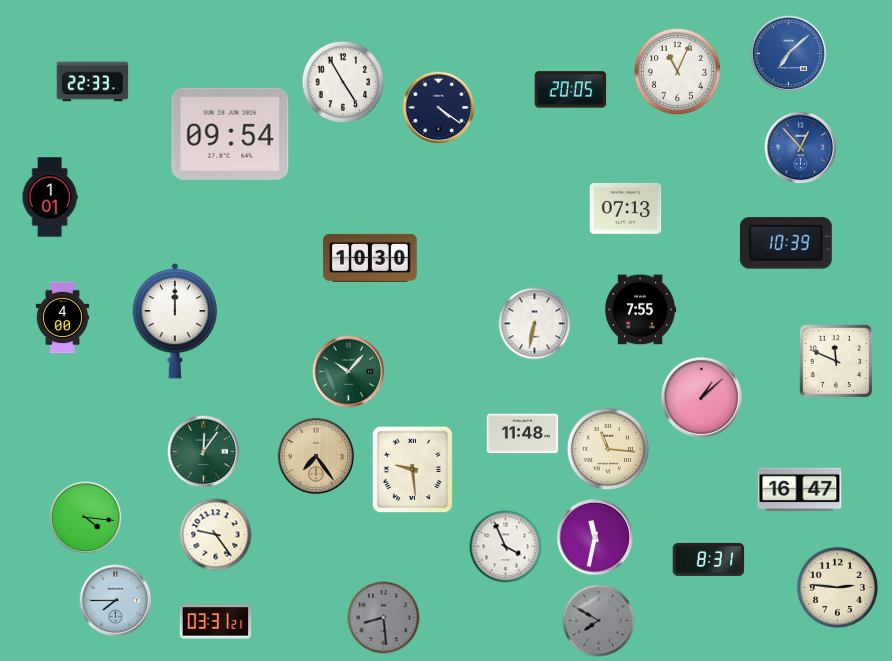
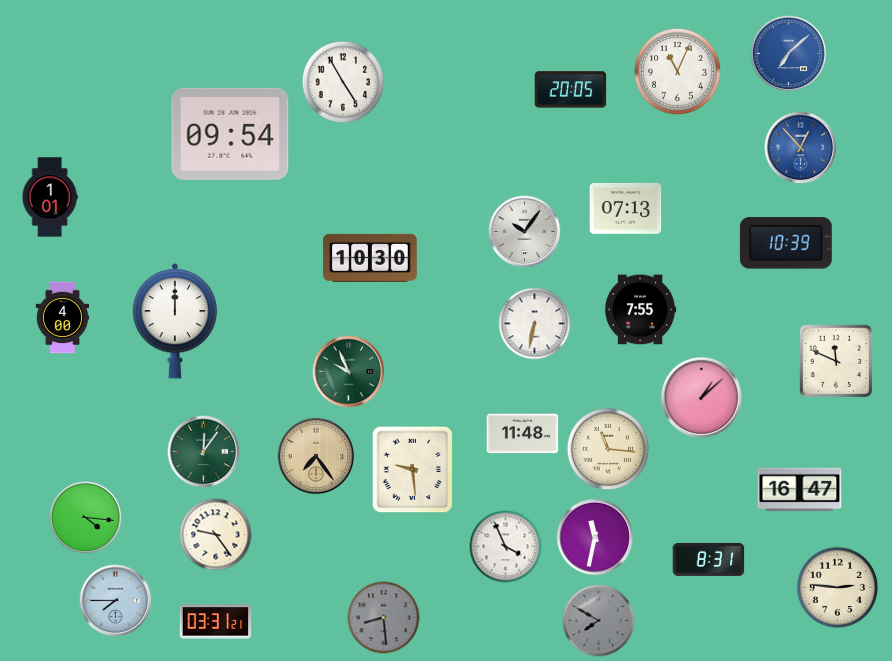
clock at (93, 82): 22:33 -> none
clock at (439, 108): 4:21 -> none
clock at (525, 232): none -> 10:06
clock at (349, 372): 10:07 -> 9:56
